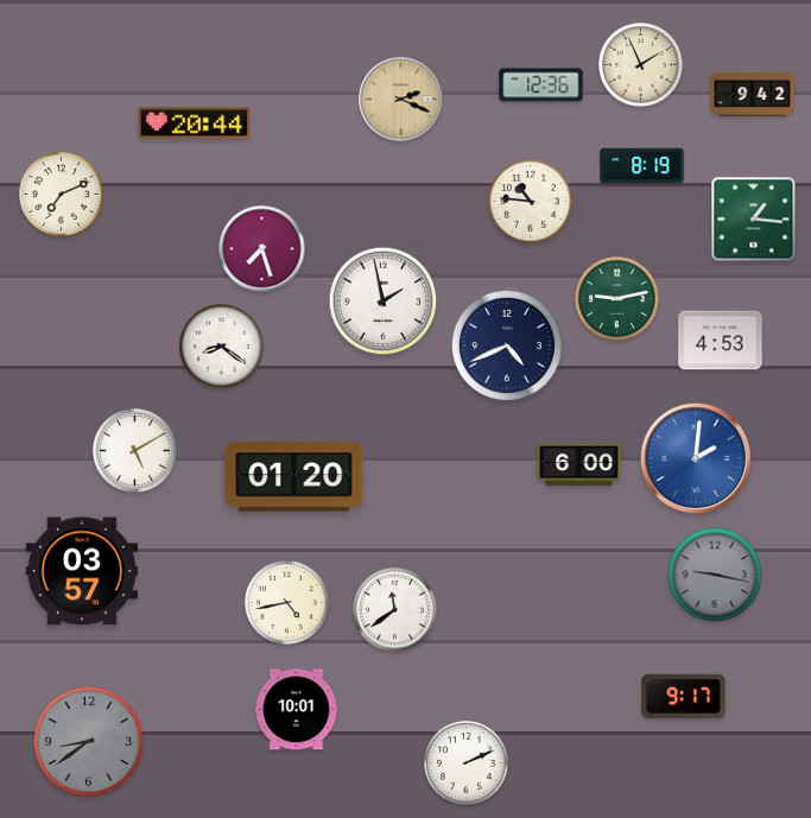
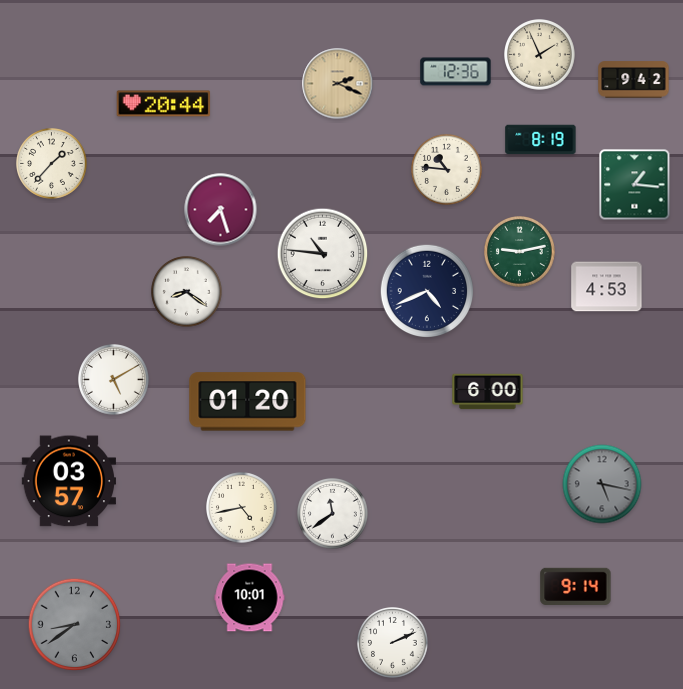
clock at (62, 195): 7:11 -> 1:37
clock at (384, 302): 1:58 -> 10:46
clock at (696, 458): 2:01 -> none
clock at (715, 575): 9:17 -> 5:17
clock at (684, 696): 9:17 -> 9:14
